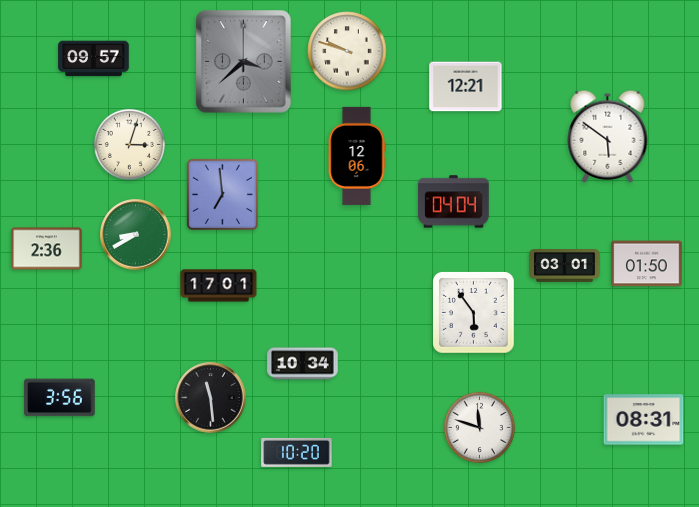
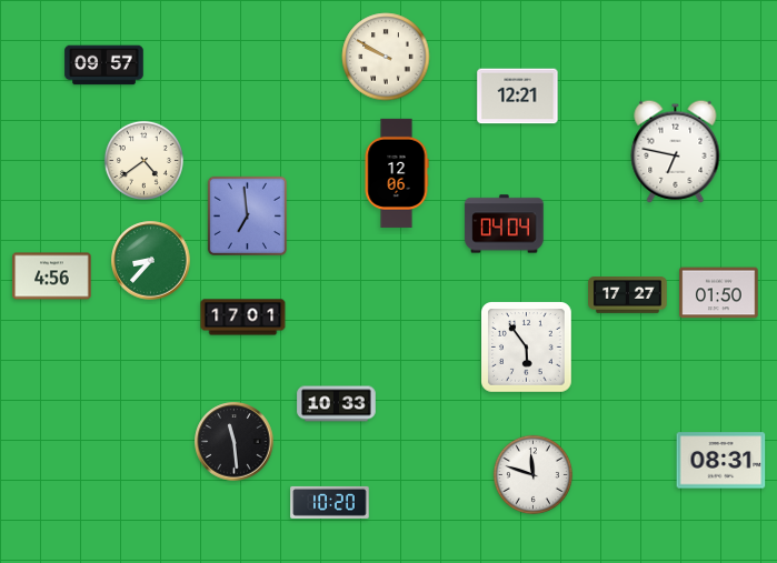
clock at (347, 51): 9:48 -> 9:50
clock at (244, 62): 3:38 -> none
clock at (608, 136): 5:51 -> 6:47
clock at (129, 144): 3:03 -> 4:39
clock at (136, 235): 8:40 -> 8:37
clock at (47, 249): 2:36 -> 4:56
clock at (565, 266): 03:01 -> 17:27
clock at (303, 364): 10:34 -> 10:33
clock at (60, 398): 3:56 -> none
clock at (644, 420) position: (644, 420) -> (721, 461)
